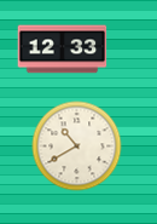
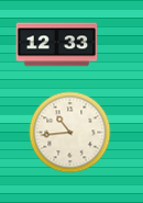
clock at (77, 147): 10:40 -> 10:44
